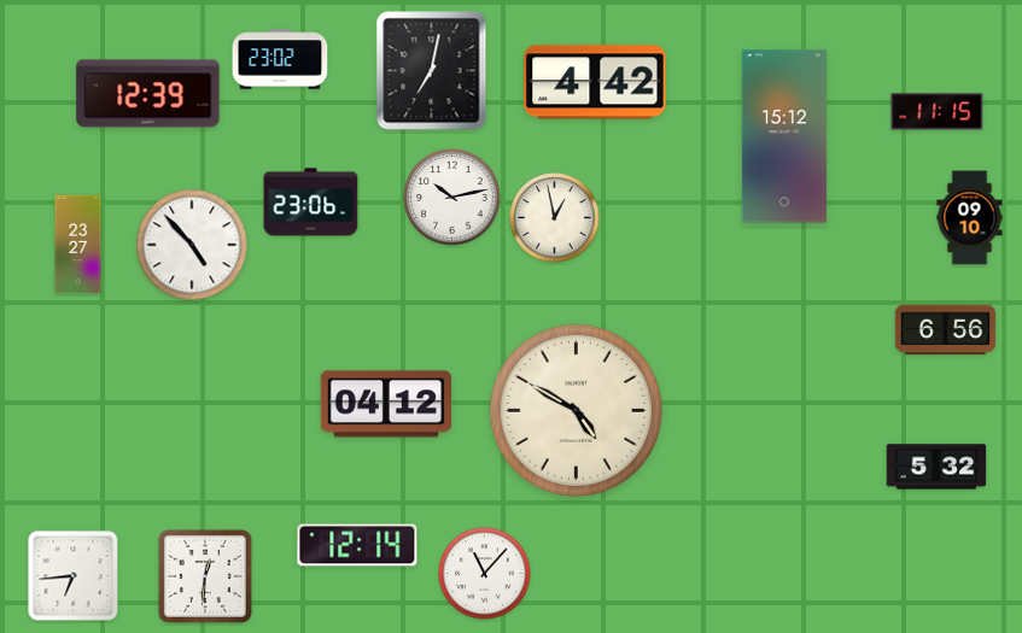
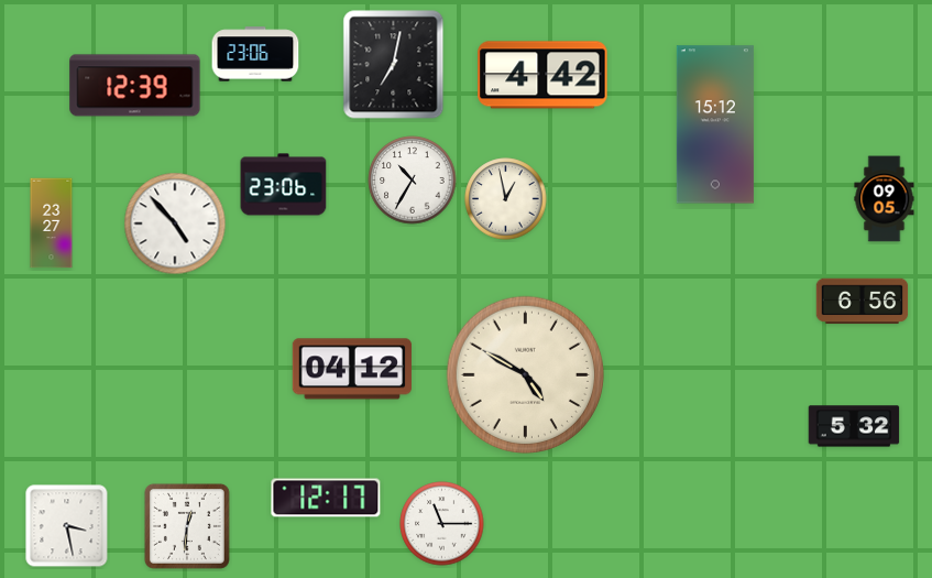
clock at (280, 59): 23:02 -> 23:06
clock at (938, 112): 11:15 -> none
clock at (452, 198): 10:13 -> 10:35
clock at (970, 218): 09:10 -> 09:05
clock at (78, 245) position: (78, 245) -> (52, 223)
clock at (357, 545): 12:14 -> 12:17
clock at (485, 574): 11:07 -> 11:15
clock at (74, 576): 6:44 -> 3:28
